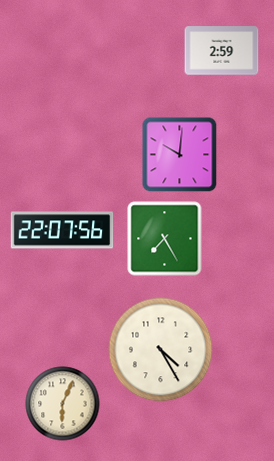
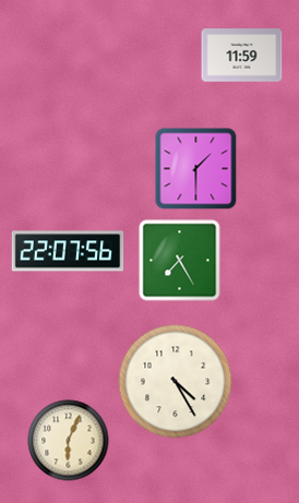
clock at (222, 51): 2:59 -> 11:59
clock at (180, 155): 10:01 -> 1:30
